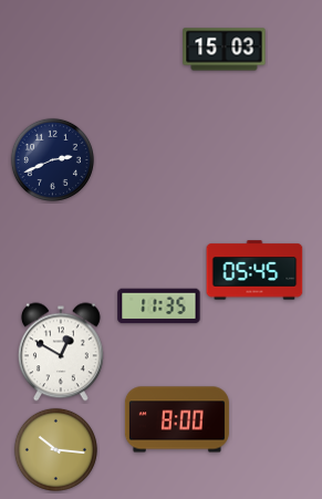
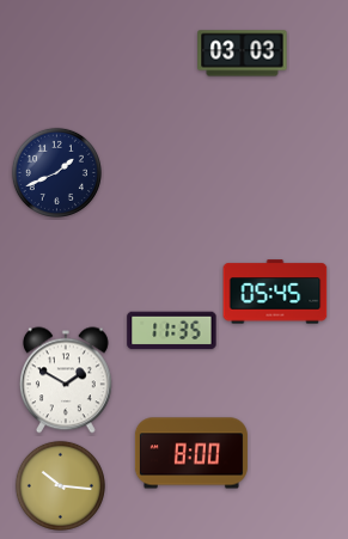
clock at (225, 50): 15:03 -> 03:03
clock at (52, 159): 2:41 -> 1:41
clock at (61, 352): 12:50 -> 1:50
